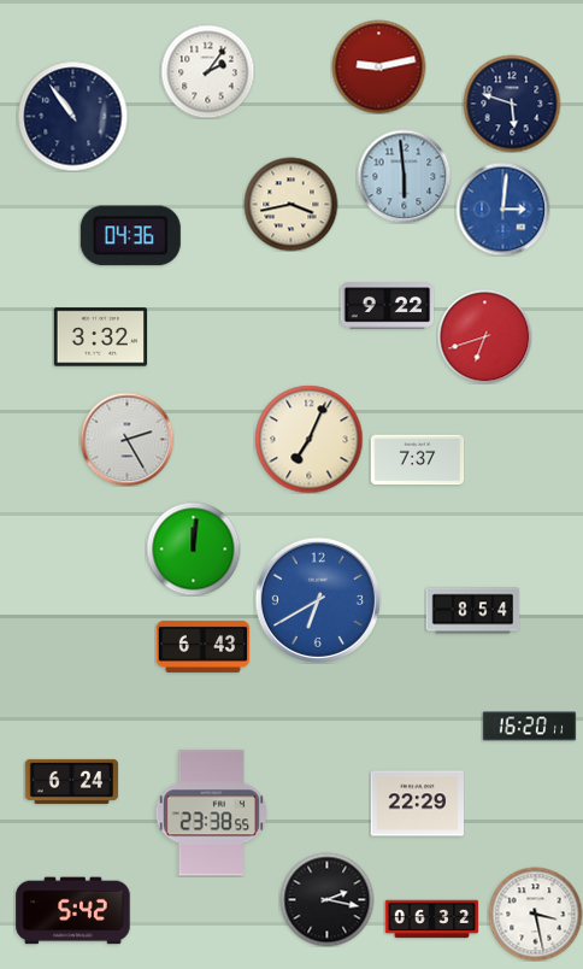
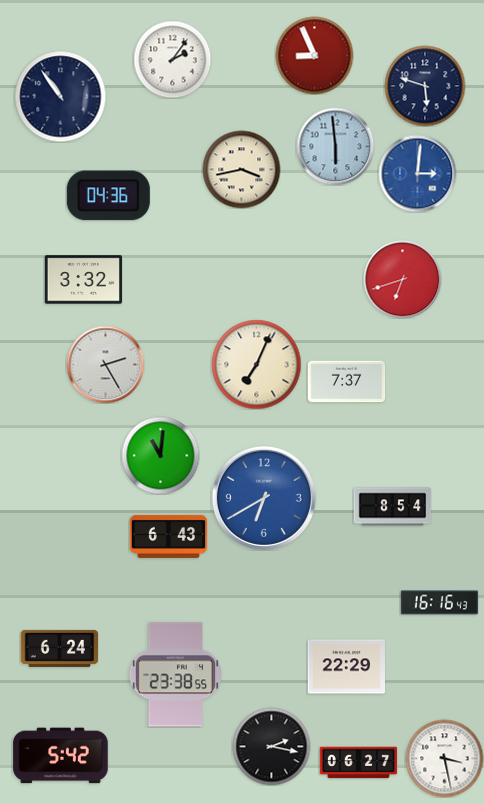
clock at (378, 66): 9:13 -> 8:56
clock at (387, 306): 9:22 -> none
clock at (193, 548): 12:01 -> 11:01
clock at (529, 727): 16:20 -> 16:16
clock at (431, 920): 06:32 -> 06:27
